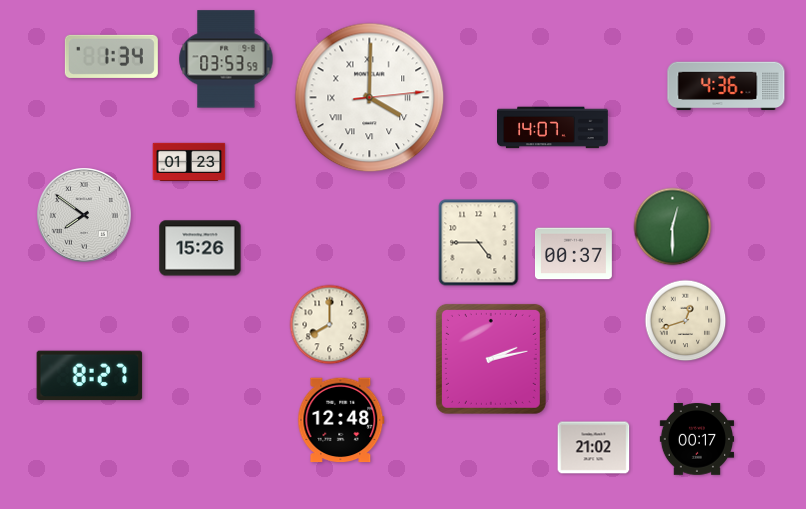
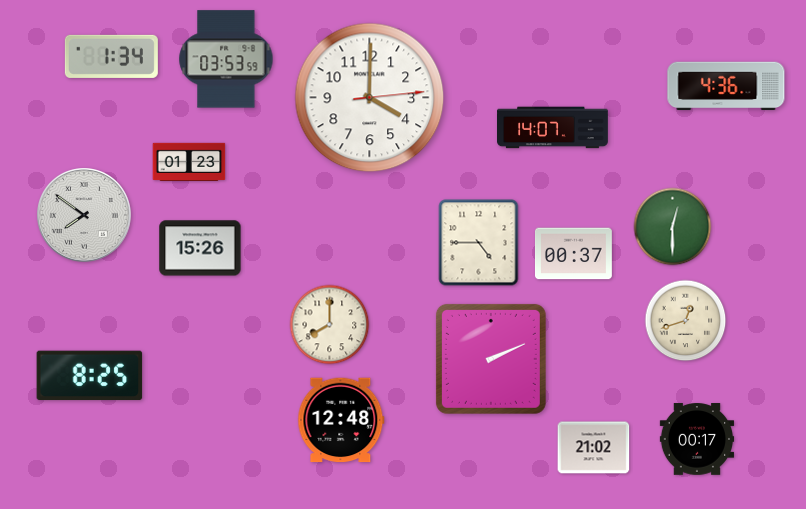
clock at (370, 98) numerals: Roman -> Arabic
clock at (491, 359): 2:13 -> 2:11
clock at (90, 376): 8:27 -> 8:25
